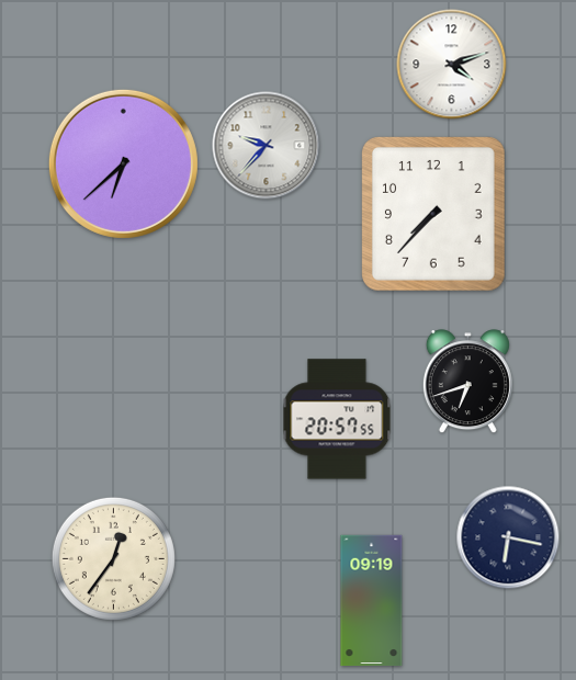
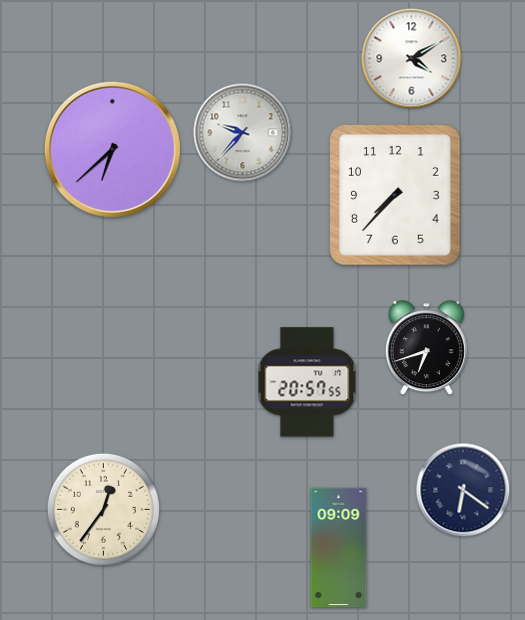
clock at (452, 65): 4:12 -> 4:10
clock at (508, 537): 6:17 -> 6:21
clock at (372, 601): 09:19 -> 09:09
